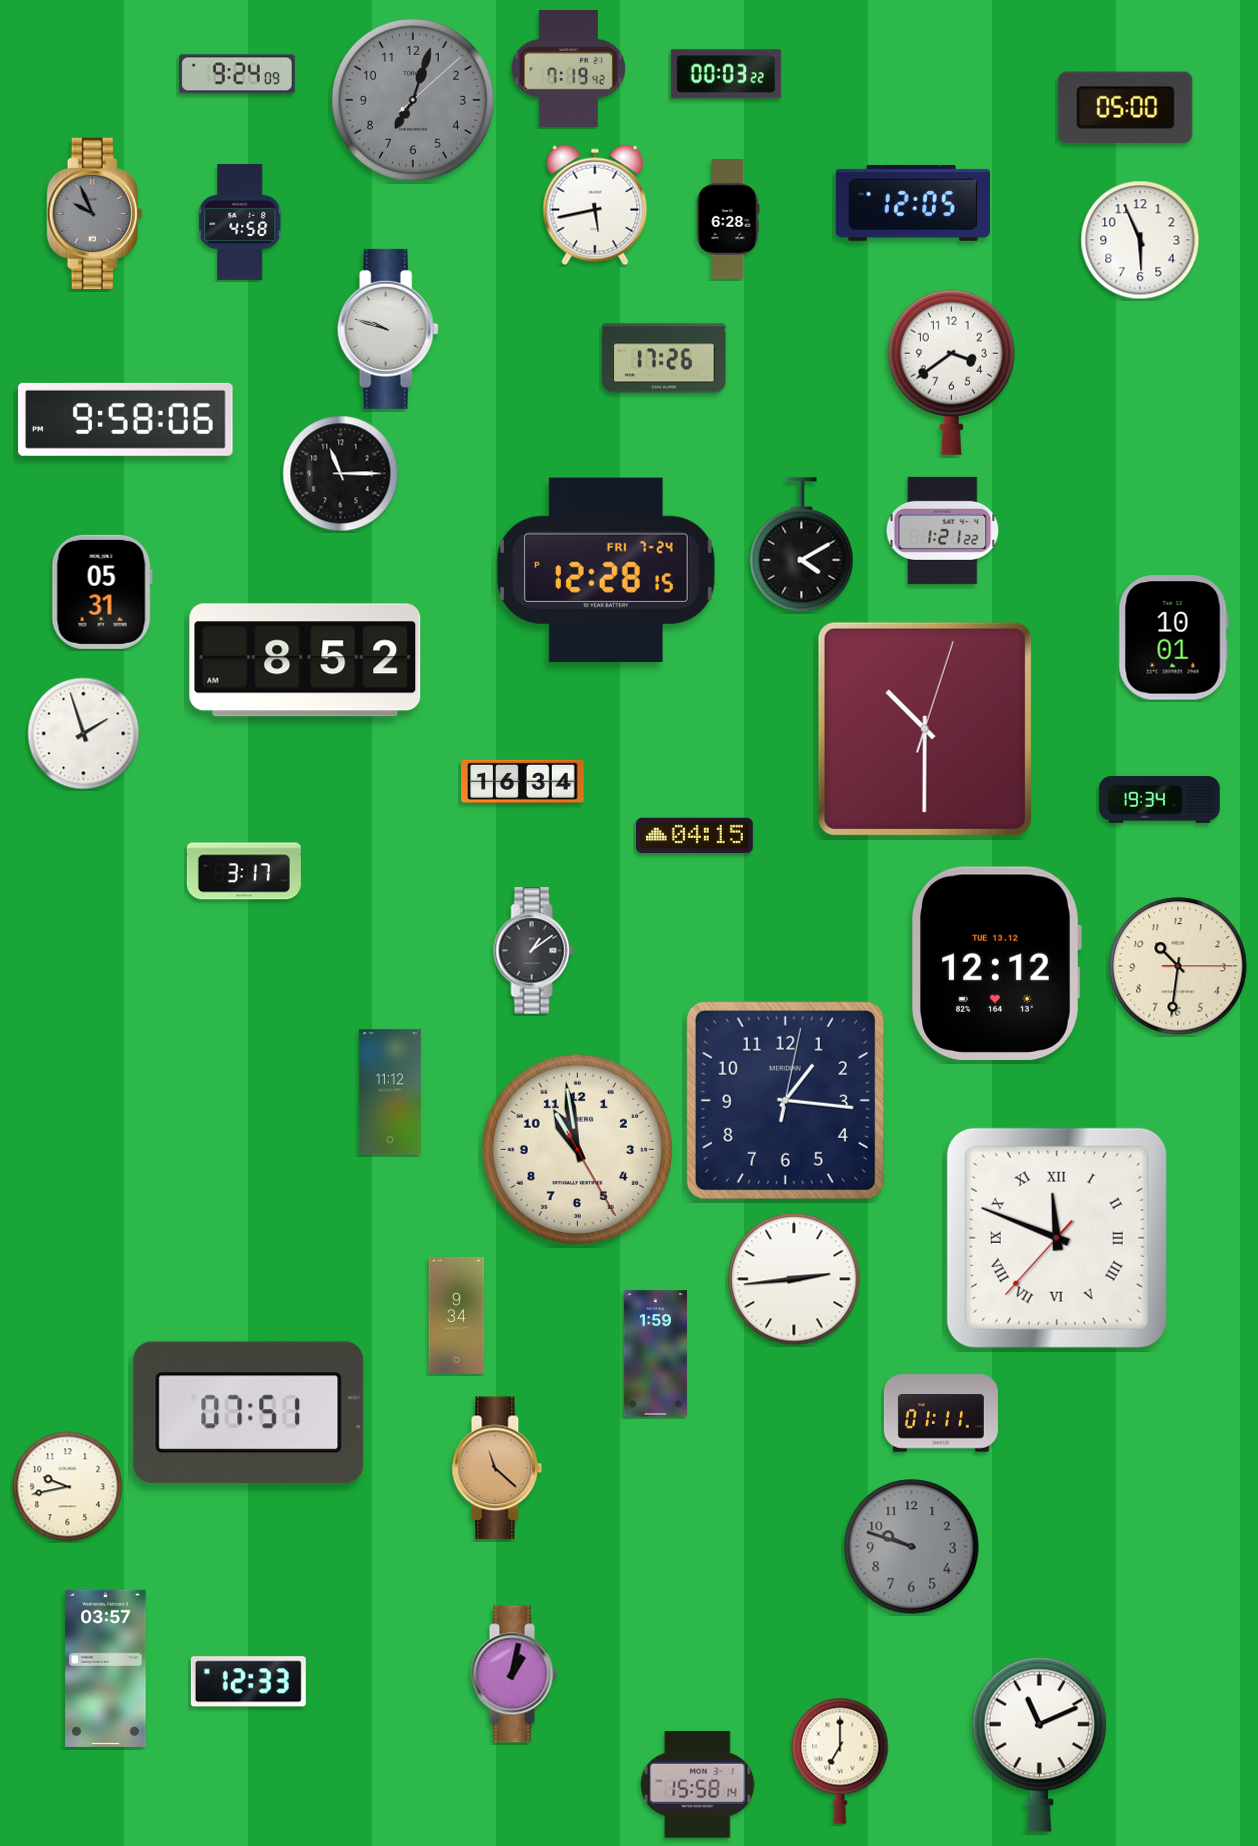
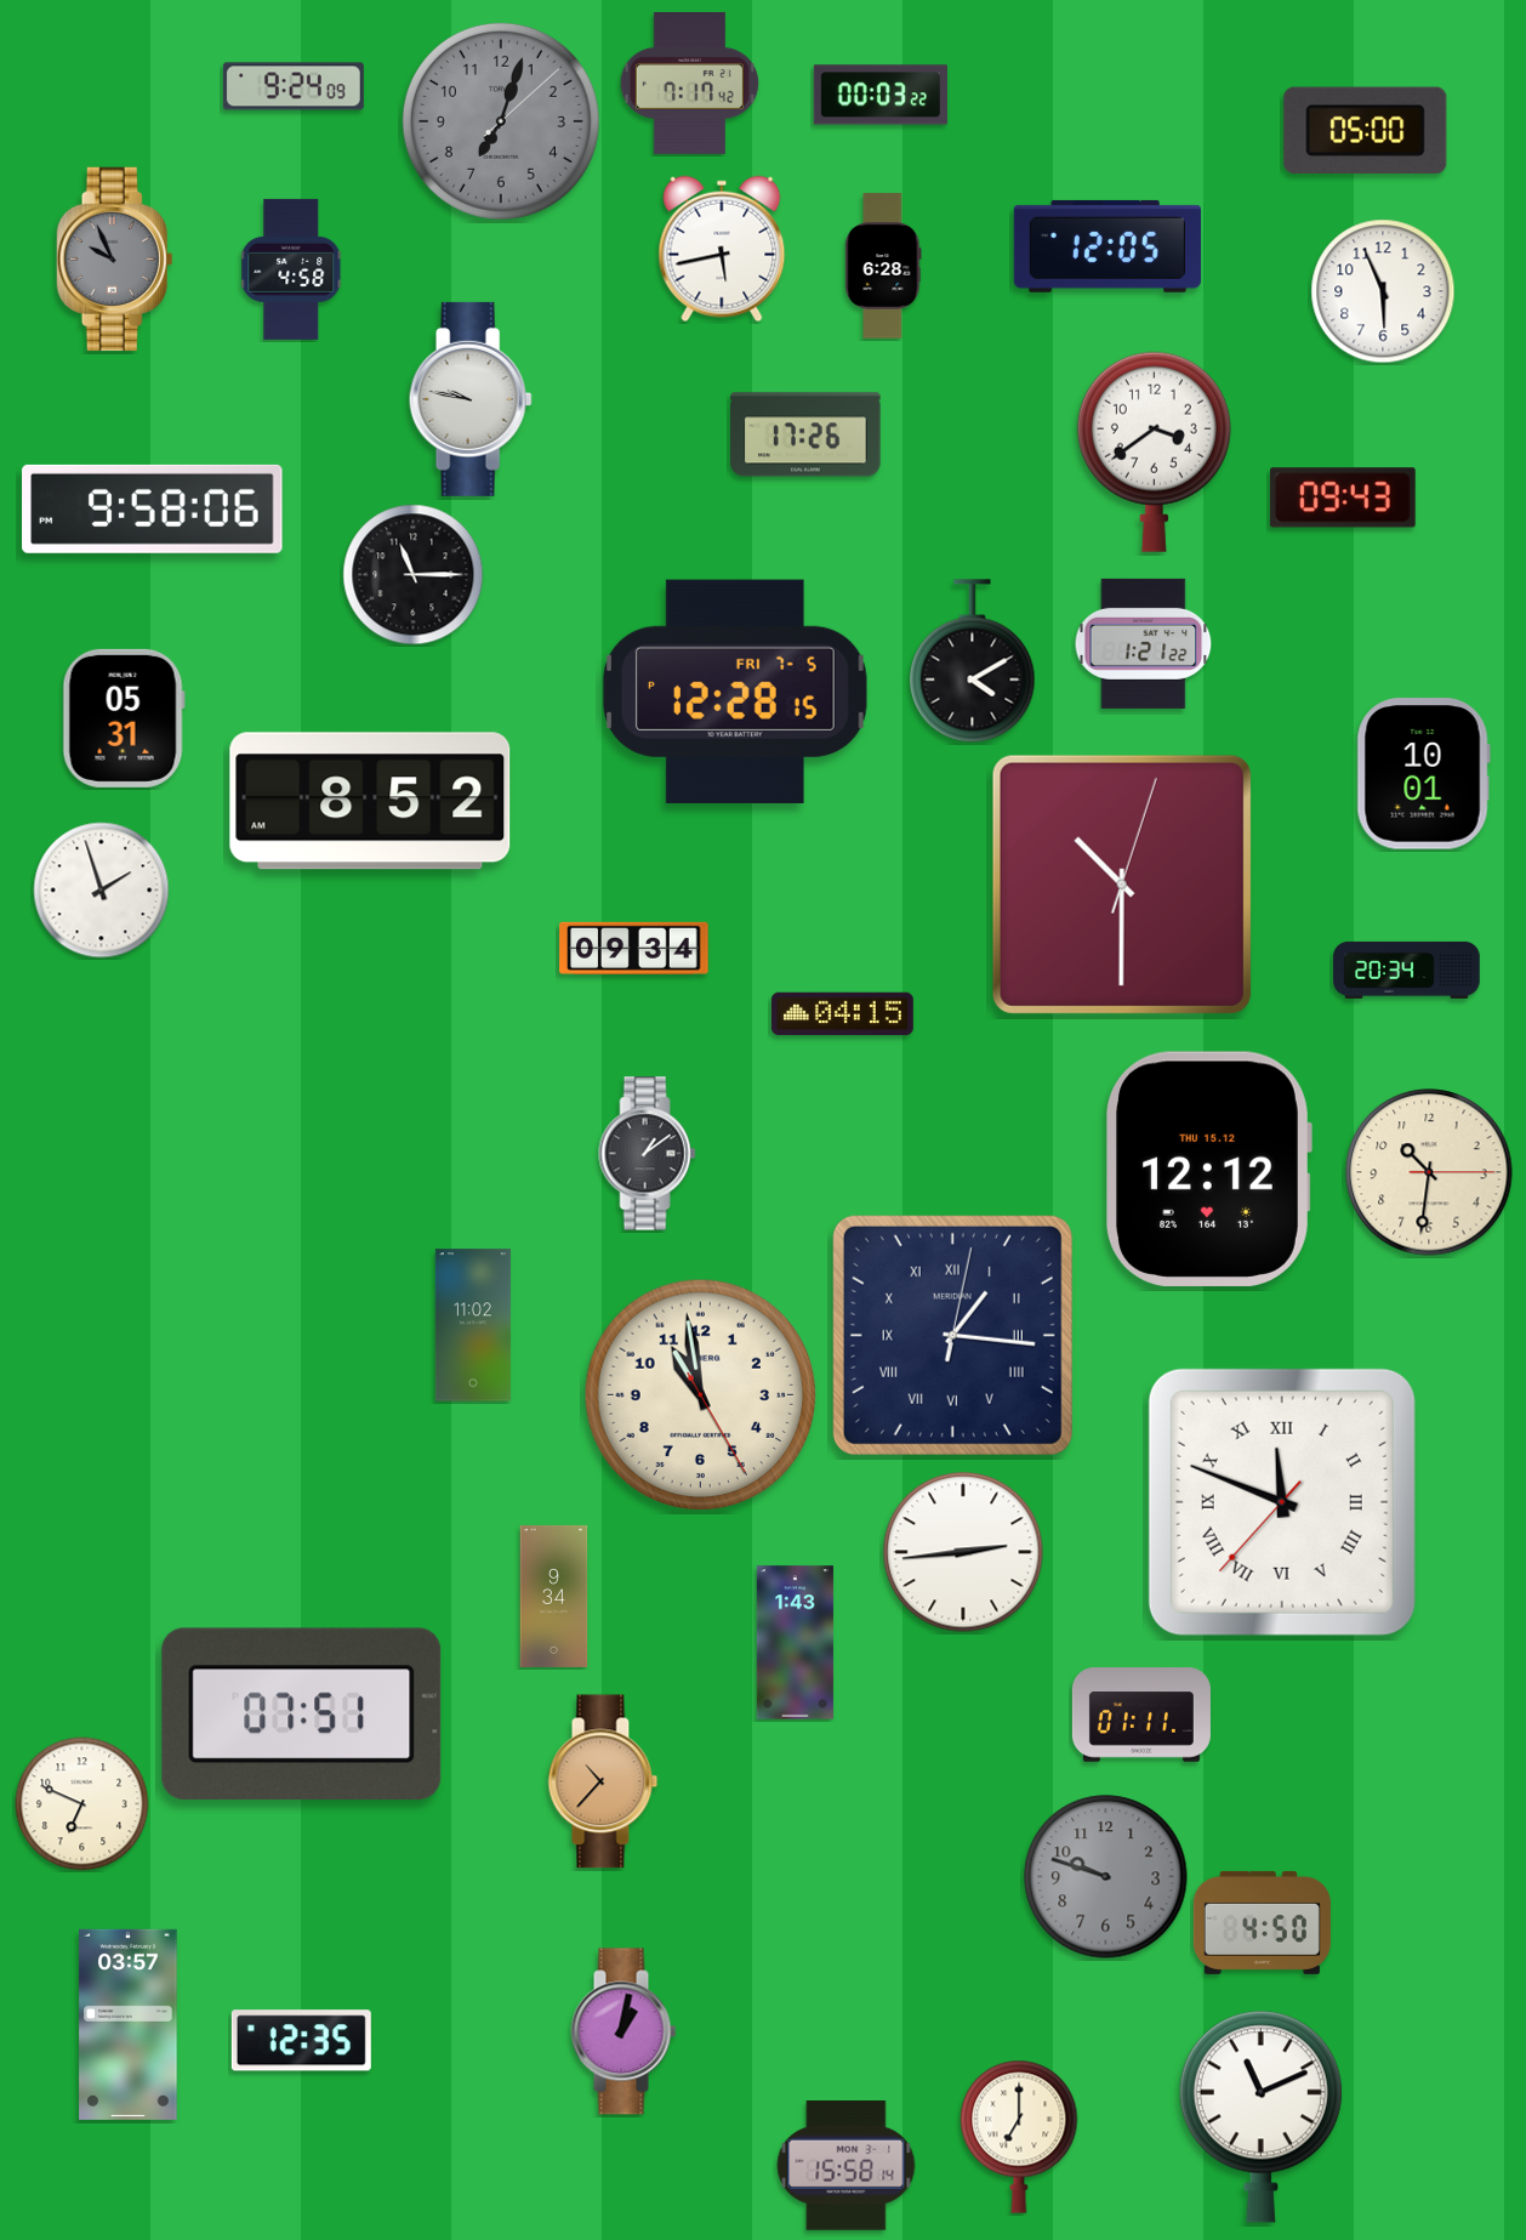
clock at (568, 68): 7:19 -> 7:17
clock at (237, 74) position: (237, 74) -> (294, 86)
clock at (726, 74) position: (726, 74) -> (881, 95)
clock at (388, 329): 9:48 -> 9:47
clock at (1343, 498): none -> 09:43
clock at (606, 570) date: FRI 7-24 -> FRI 7-5
clock at (523, 781): 16:34 -> 09:34
clock at (1160, 799): 19:34 -> 20:34
clock at (244, 871): 3:17 -> none
clock at (996, 963) date: TUE 13.12 -> THU 15.12
clock at (390, 1092): 11:12 -> 11:02
clock at (785, 1100) numerals: Arabic -> Roman
clock at (655, 1354): 1:59 -> 1:43
clock at (497, 1468): 11:22 -> 10:37
clock at (68, 1487): 9:43 -> 6:49
clock at (1262, 1922): none -> 4:50
clock at (248, 1682): 12:33 -> 12:35
